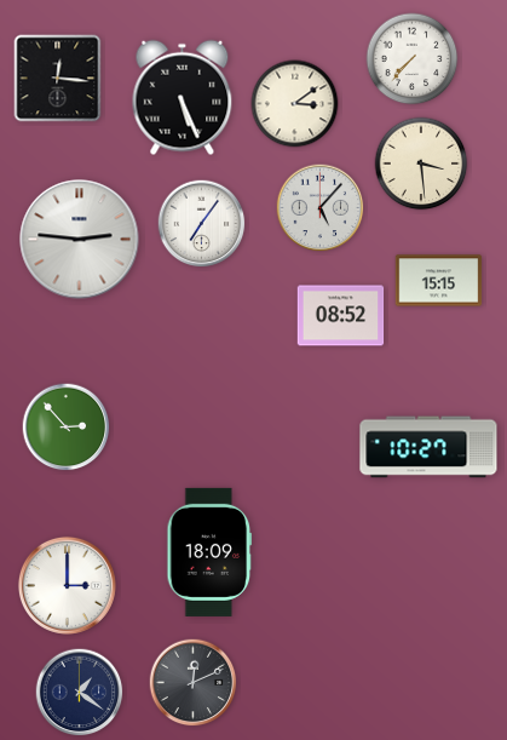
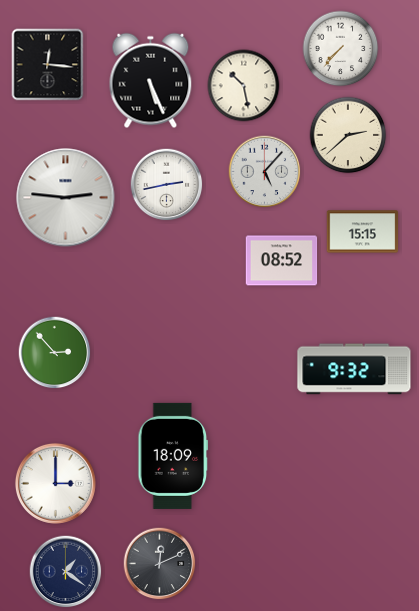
clock at (295, 104): 3:09 -> 10:28
clock at (421, 164): 3:29 -> 2:38
clock at (202, 224): 7:06 -> 2:43
clock at (428, 447): 10:27 -> 9:32
